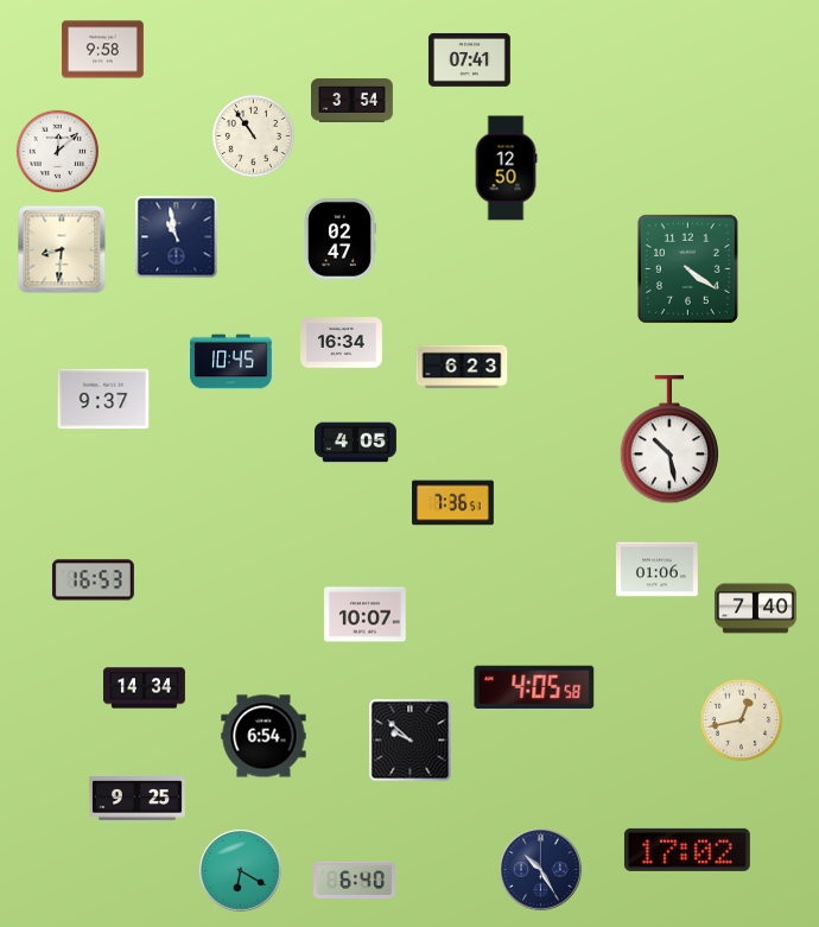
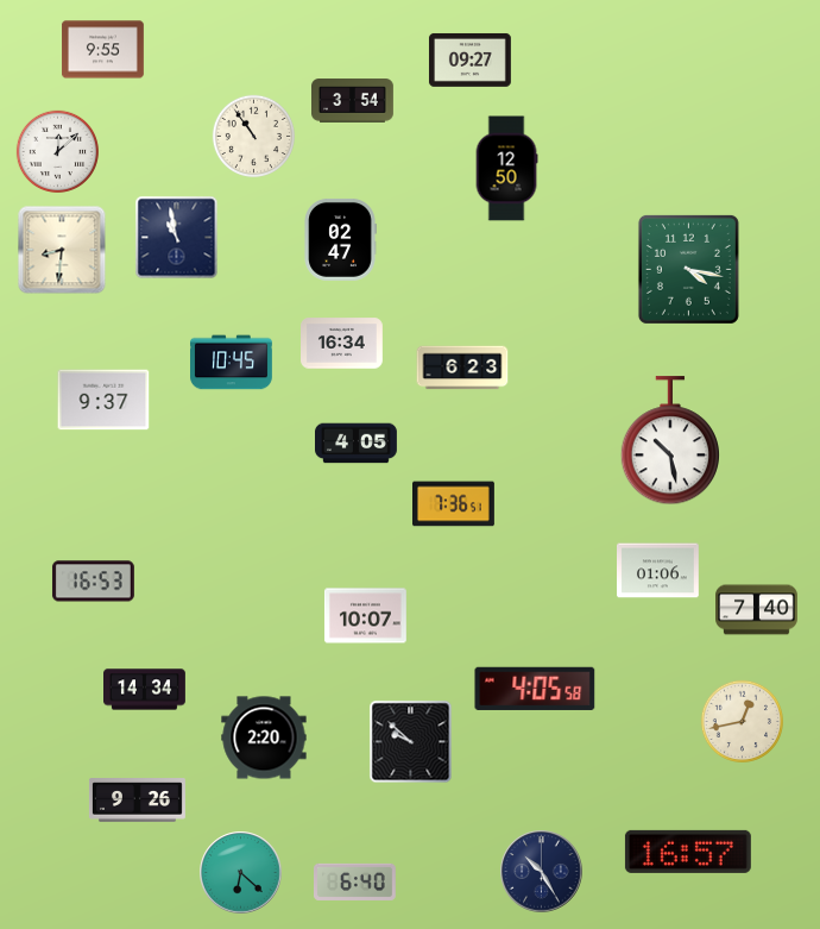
clock at (103, 50): 9:58 -> 9:55
clock at (469, 61): 07:41 -> 09:27
clock at (687, 268): 4:21 -> 4:17
clock at (264, 736): 6:54 -> 2:20
clock at (136, 799): 9:25 -> 9:26
clock at (687, 850): 17:02 -> 16:57
clock at (241, 871): 6:20 -> 6:22
